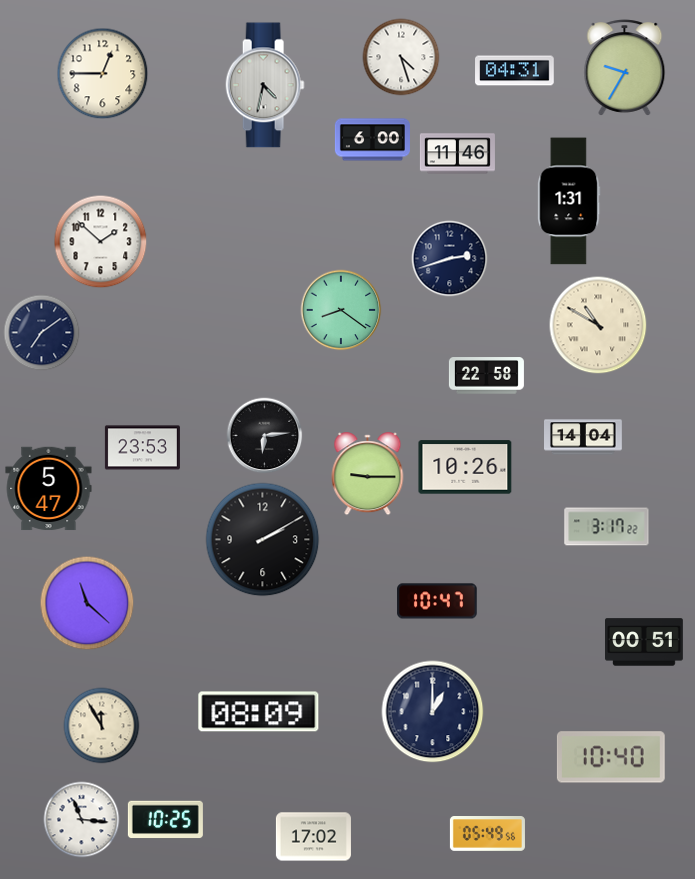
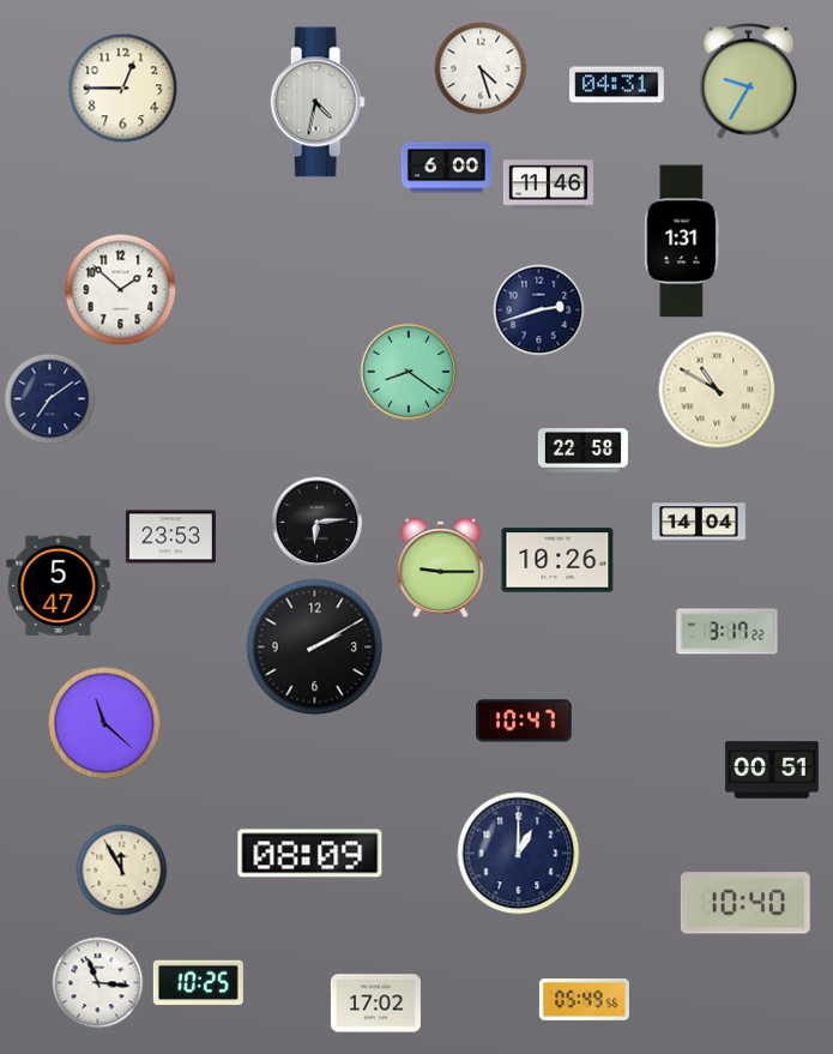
clock at (611, 757) position: (611, 757) -> (746, 903)
